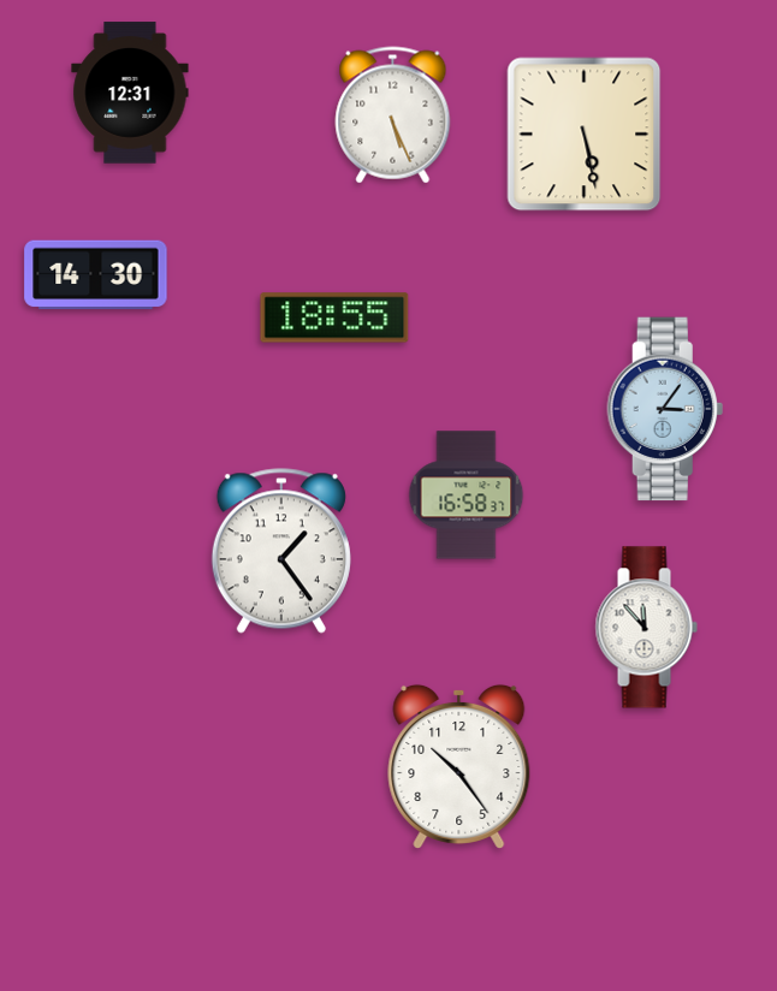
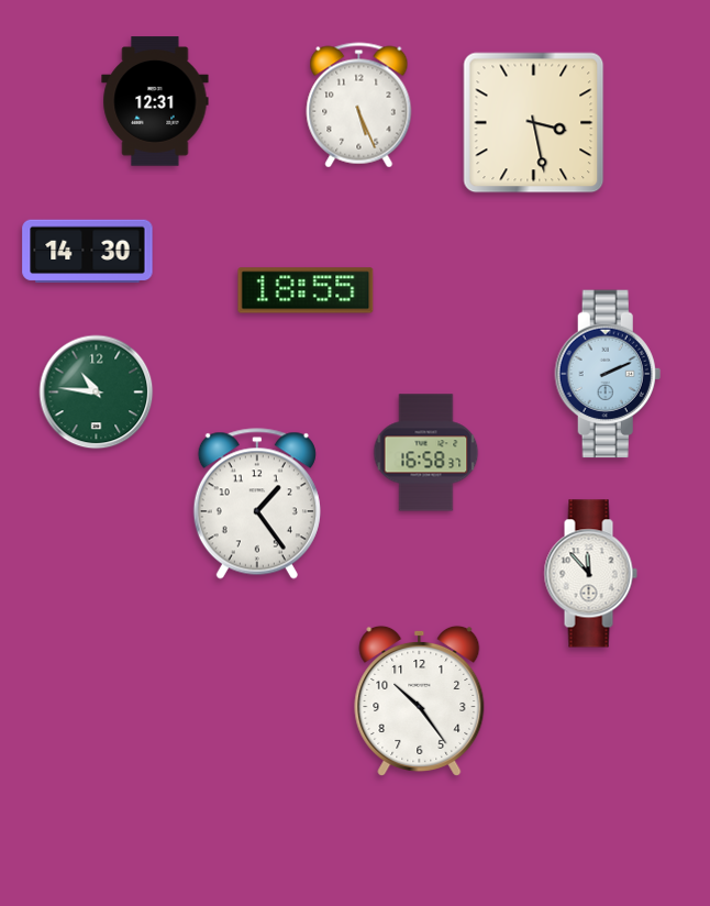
clock at (130, 93) position: (130, 93) -> (155, 101)
clock at (585, 135): 5:28 -> 3:28
clock at (665, 409): 3:06 -> 2:11
clock at (97, 393): none -> 10:46
